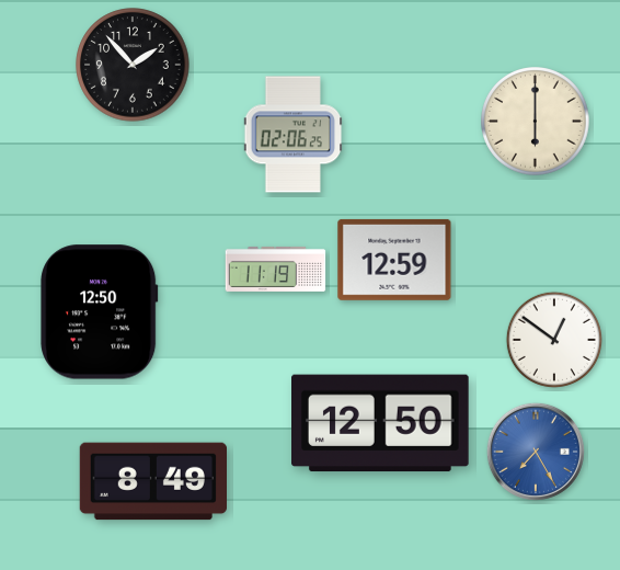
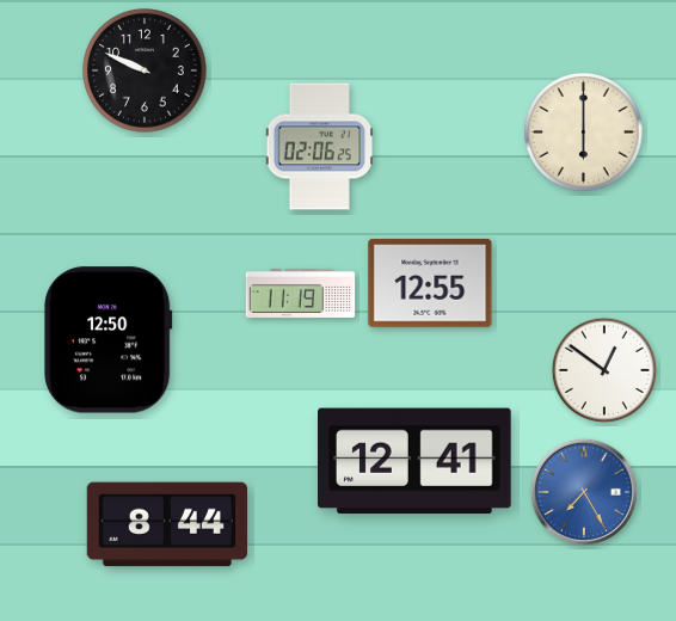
clock at (133, 65): 1:53 -> 9:49
clock at (394, 260): 12:59 -> 12:55
clock at (381, 423): 12:50 -> 12:41
clock at (152, 481): 8:49 -> 8:44
